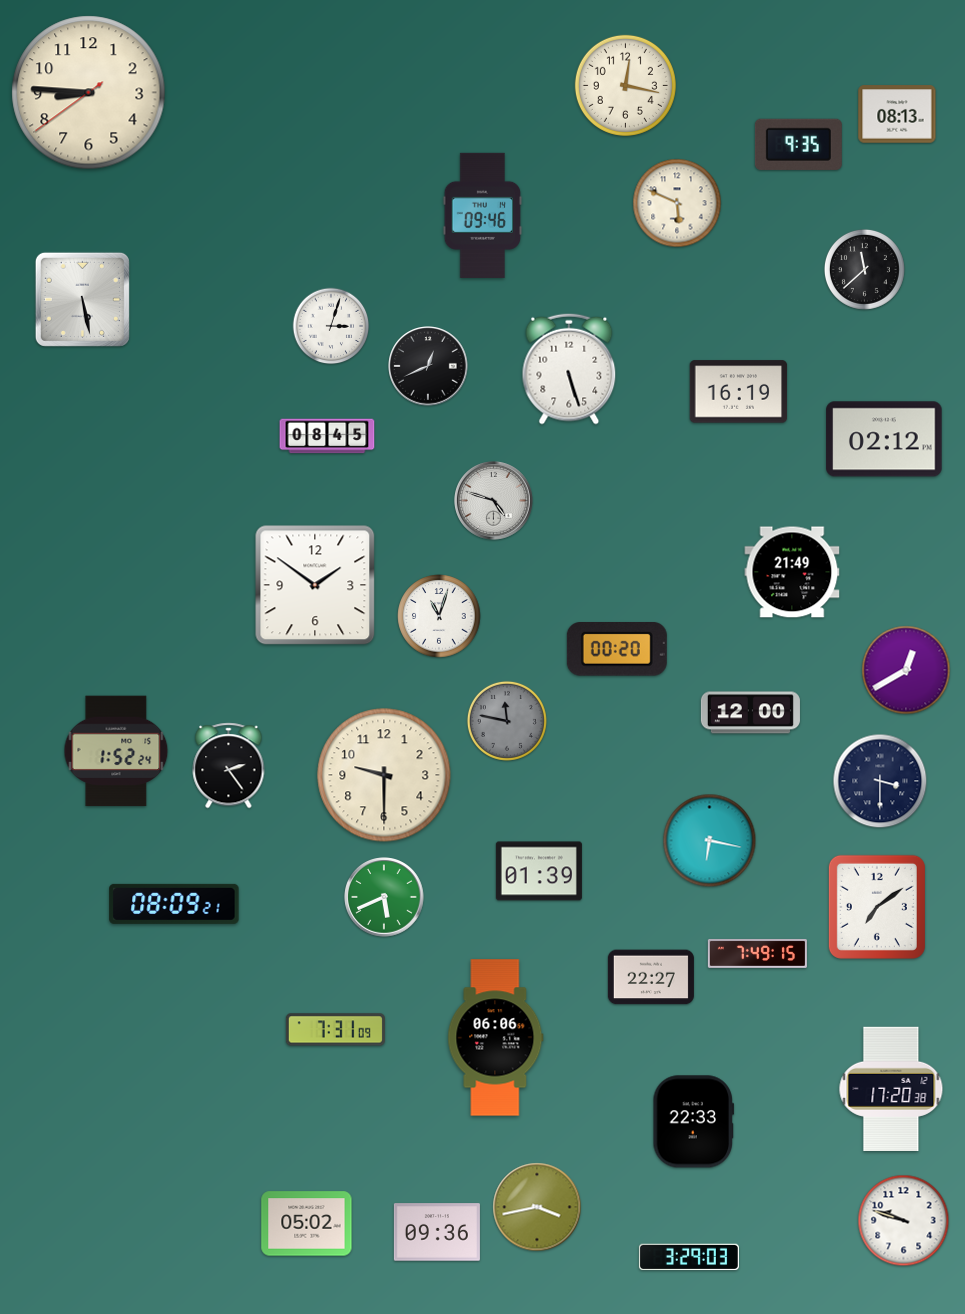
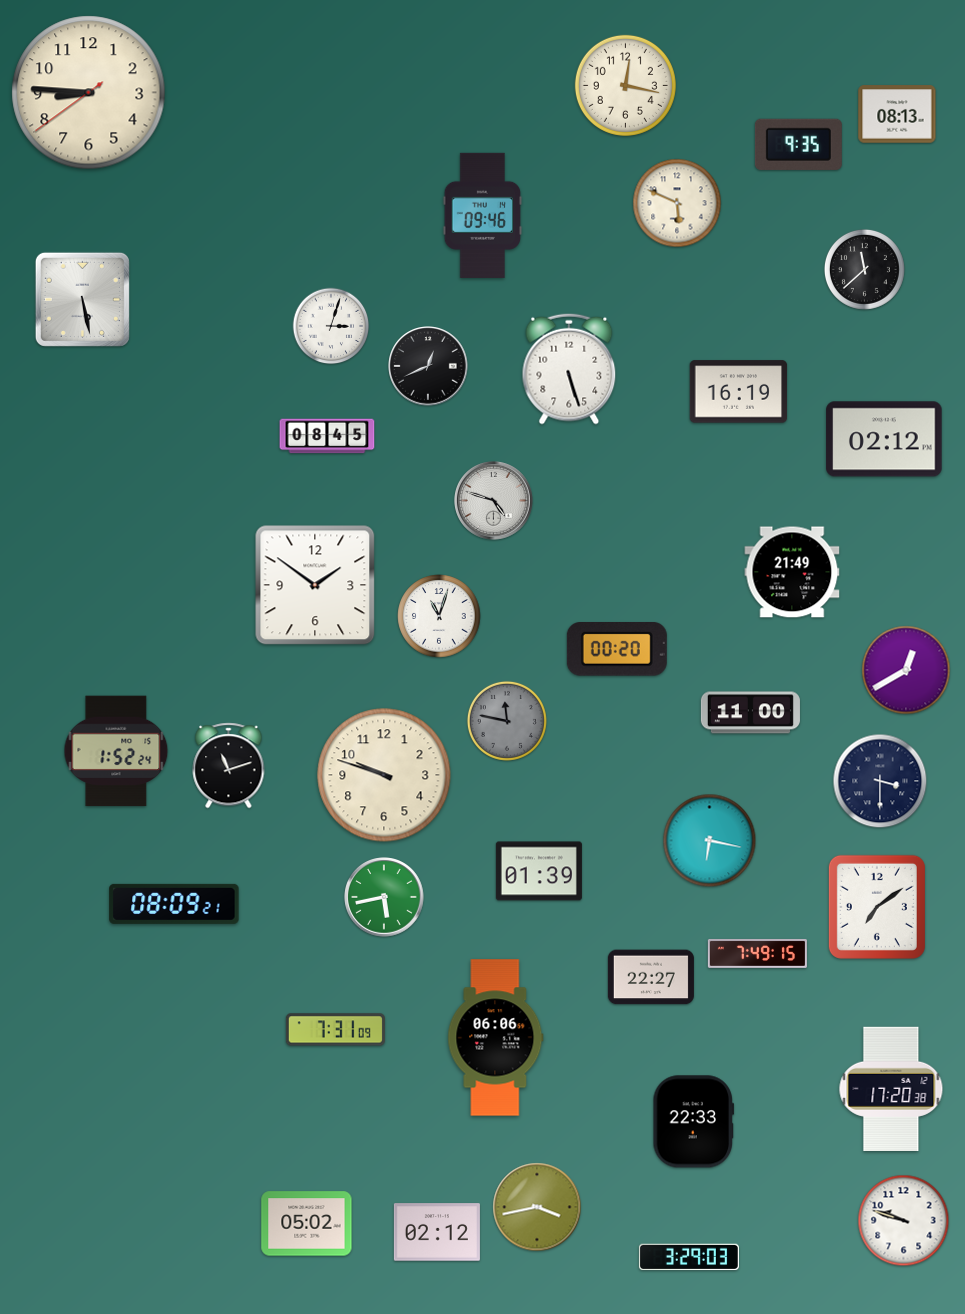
clock at (750, 713): 12:00 -> 11:00
clock at (229, 766): 2:24 -> 11:12
clock at (384, 775): 9:30 -> 9:48
clock at (384, 897): 5:41 -> 5:43
clock at (437, 1232): 09:36 -> 02:12
